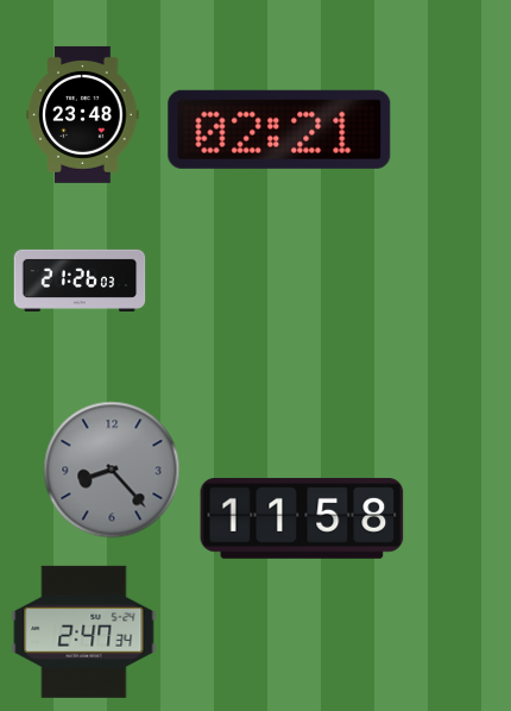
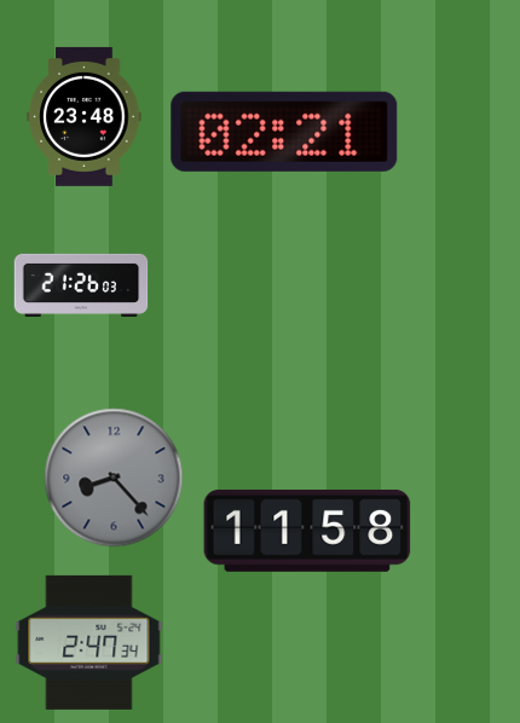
clock at (302, 518) position: (302, 518) -> (307, 531)
clock at (84, 631) position: (84, 631) -> (89, 642)
